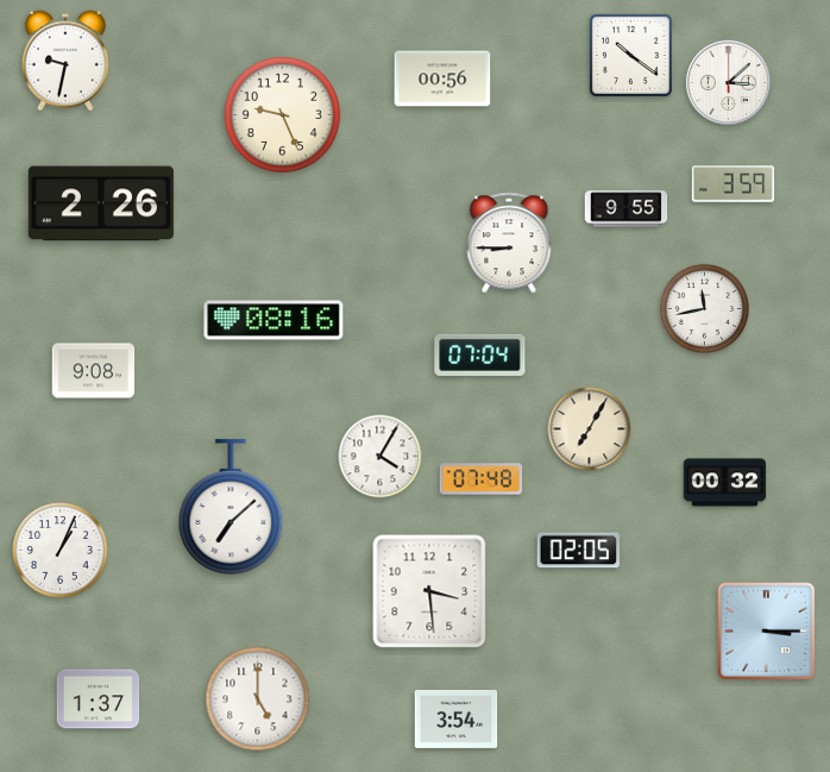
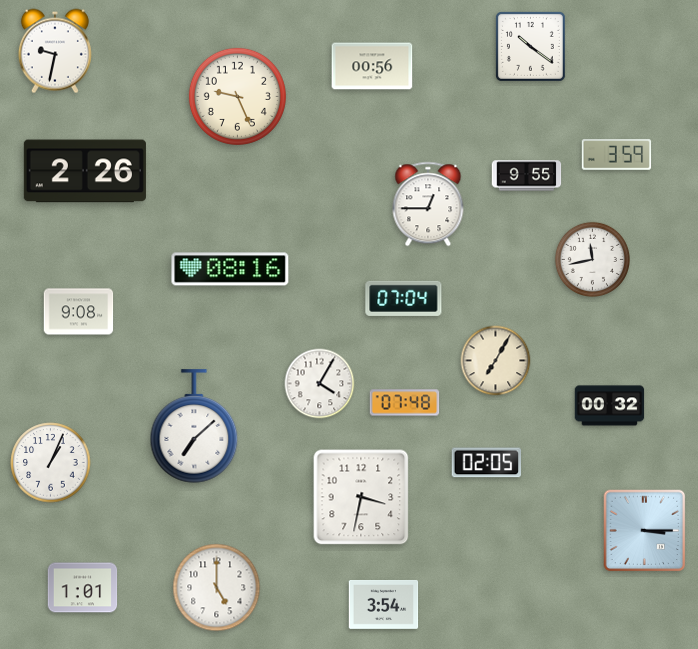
clock at (728, 82): 3:08 -> none
clock at (509, 243): 8:45 -> 12:45
clock at (429, 591): 3:29 -> 3:32
clock at (99, 699): 1:37 -> 1:01
